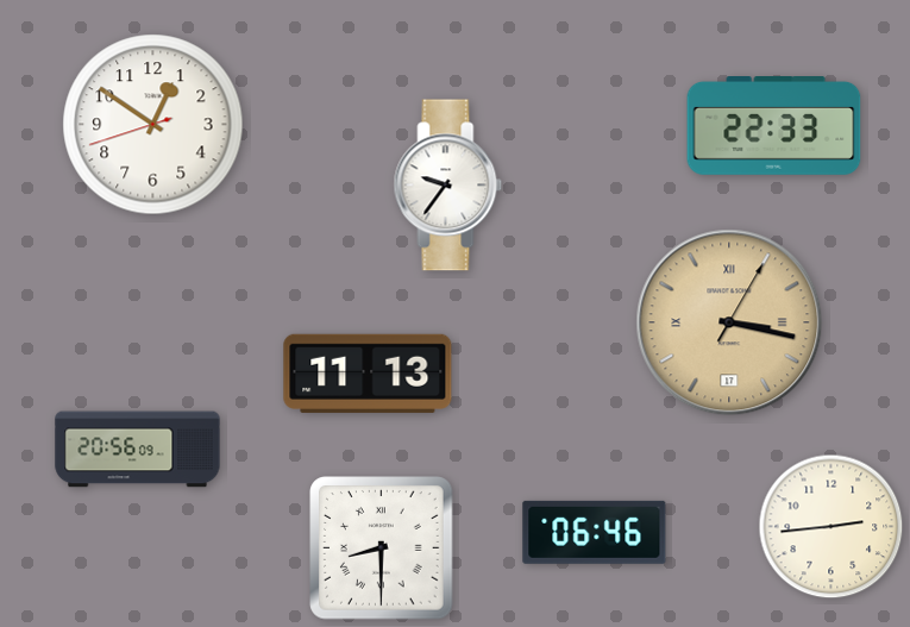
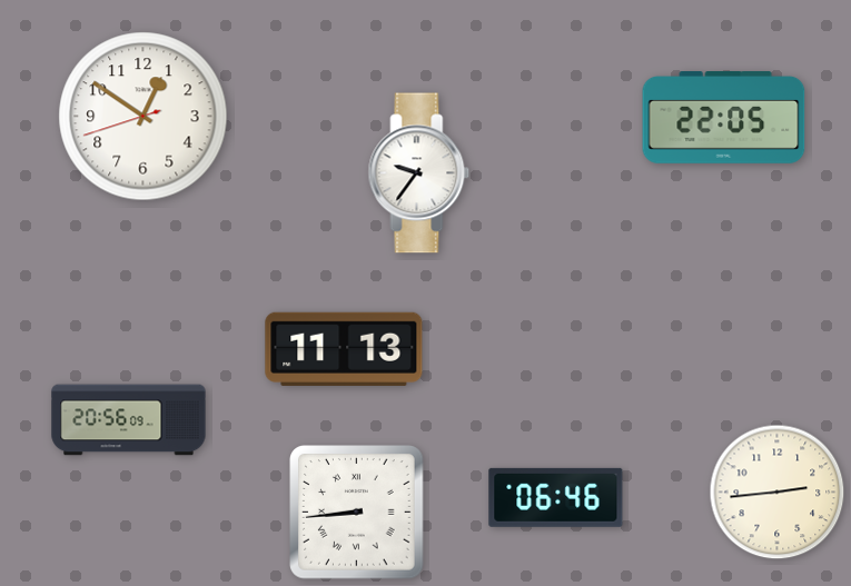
clock at (774, 126): 22:33 -> 22:05
clock at (729, 322): 3:17 -> none
clock at (382, 548): 8:30 -> 8:44
